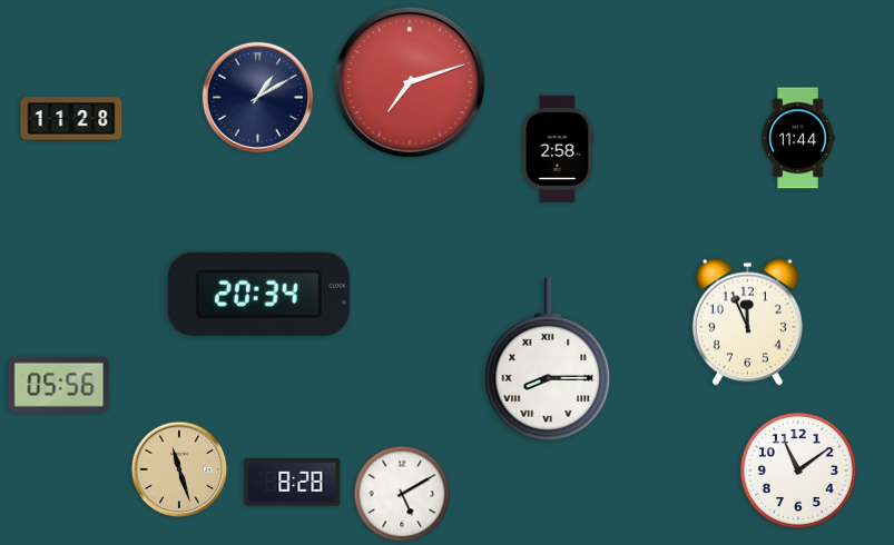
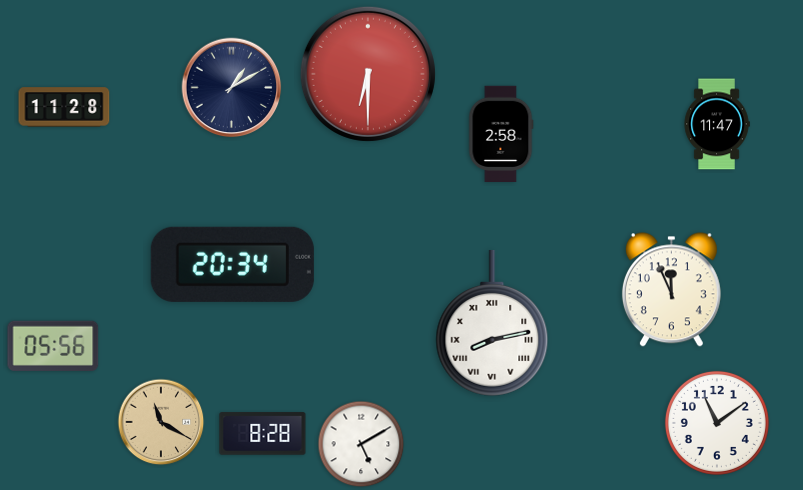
clock at (410, 82): 7:12 -> 6:30
clock at (798, 138): 11:44 -> 11:47
clock at (548, 360): 8:15 -> 8:13
clock at (179, 469): 11:27 -> 11:20
